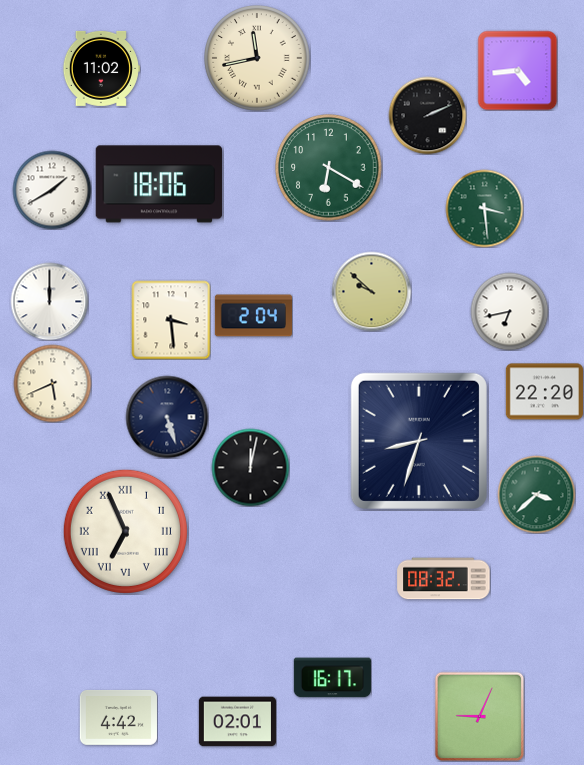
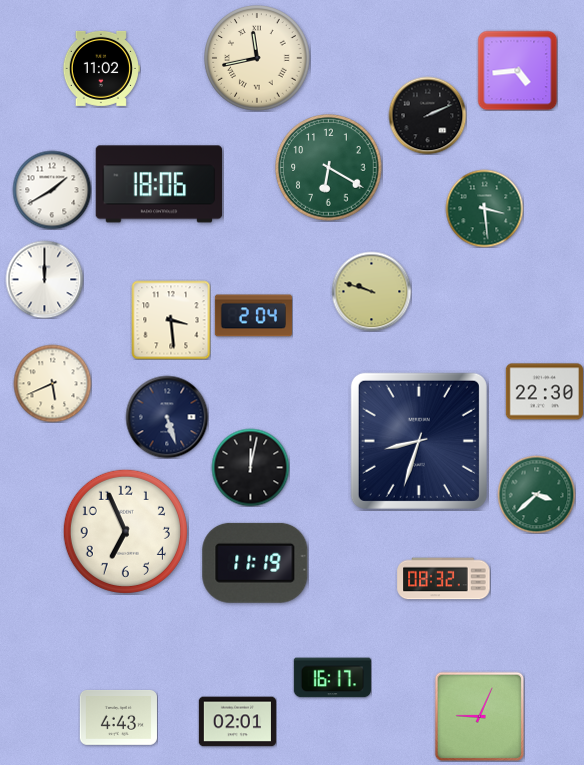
clock at (371, 291): 9:52 -> 9:48
clock at (49, 301) position: (49, 301) -> (44, 279)
clock at (509, 311): 6:43 -> none
clock at (544, 392): 22:20 -> 22:30
clock at (125, 531) numerals: Roman -> Arabic
clock at (255, 563): none -> 11:19
clock at (118, 717): 4:42 -> 4:43
